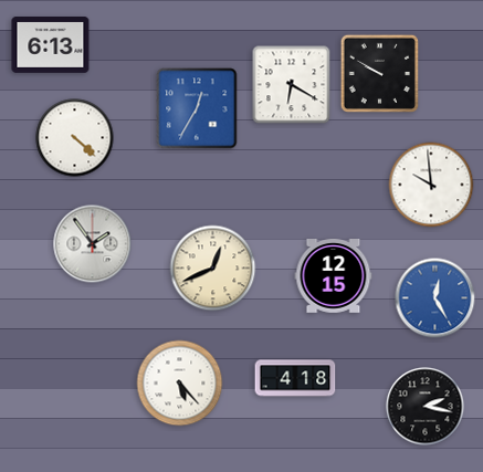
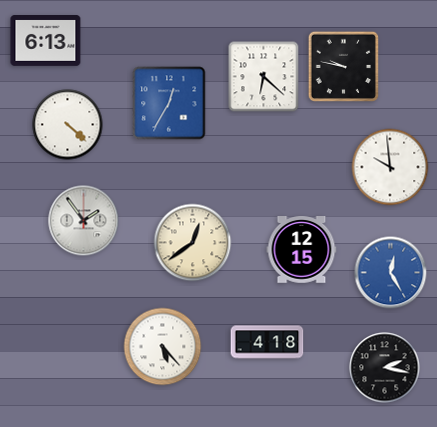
clock at (379, 73): 9:50 -> 9:47
clock at (292, 85): 6:20 -> 6:22
clock at (197, 108) position: (197, 108) -> (169, 103)
clock at (213, 269): 12:41 -> 12:39
clock at (435, 298) position: (435, 298) -> (391, 273)
